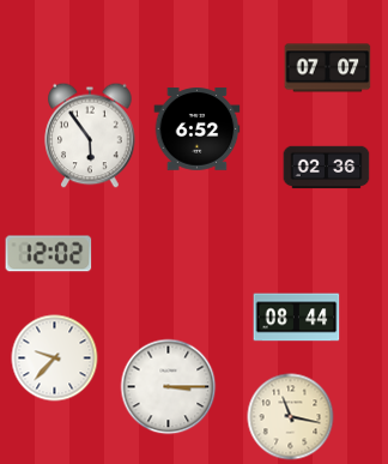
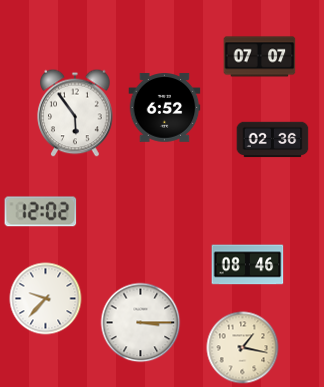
clock at (328, 68) position: (328, 68) -> (260, 57)
clock at (297, 318): 08:44 -> 08:46
clock at (291, 417): 11:17 -> 1:17
